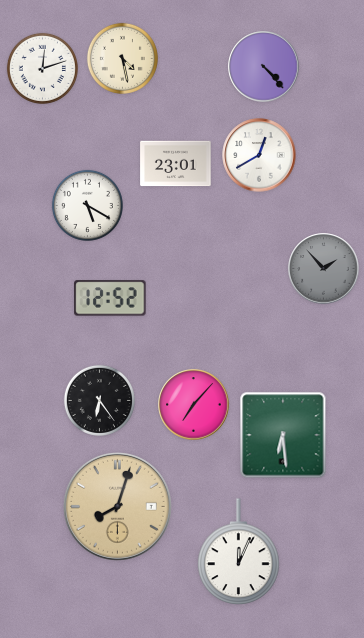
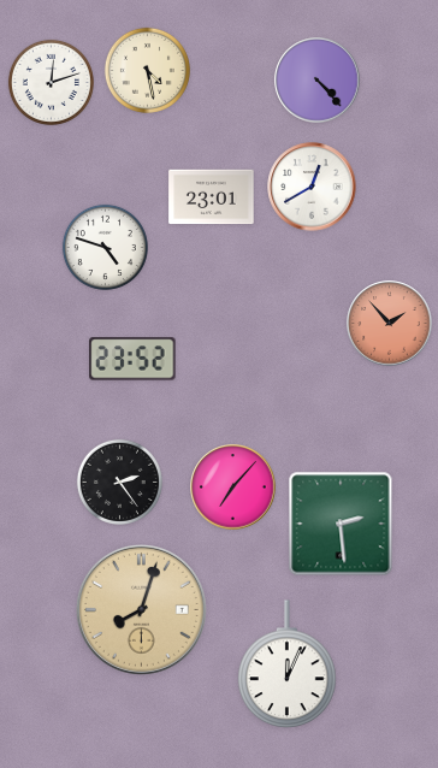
clock at (87, 205): 5:20 -> 4:48
clock at (324, 269) dial: grey -> salmon
clock at (110, 298): 12:52 -> 23:52
clock at (99, 400): 6:24 -> 2:24
clock at (283, 435): 6:29 -> 2:29
